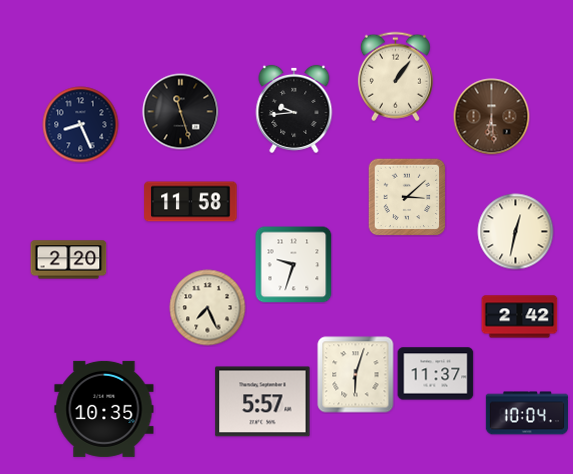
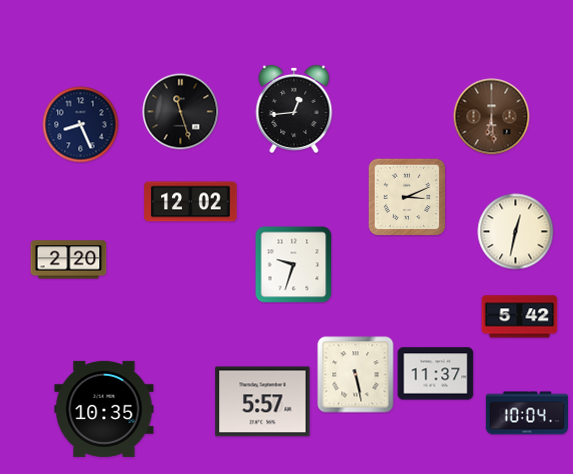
clock at (395, 77): 1:06 -> none
clock at (294, 109): 9:44 -> 12:44
clock at (407, 197): 3:08 -> 3:11
clock at (191, 202): 11:58 -> 12:02
clock at (208, 308): 7:26 -> none
clock at (520, 317): 2:42 -> 5:42
clock at (356, 375): 6:03 -> 5:28
